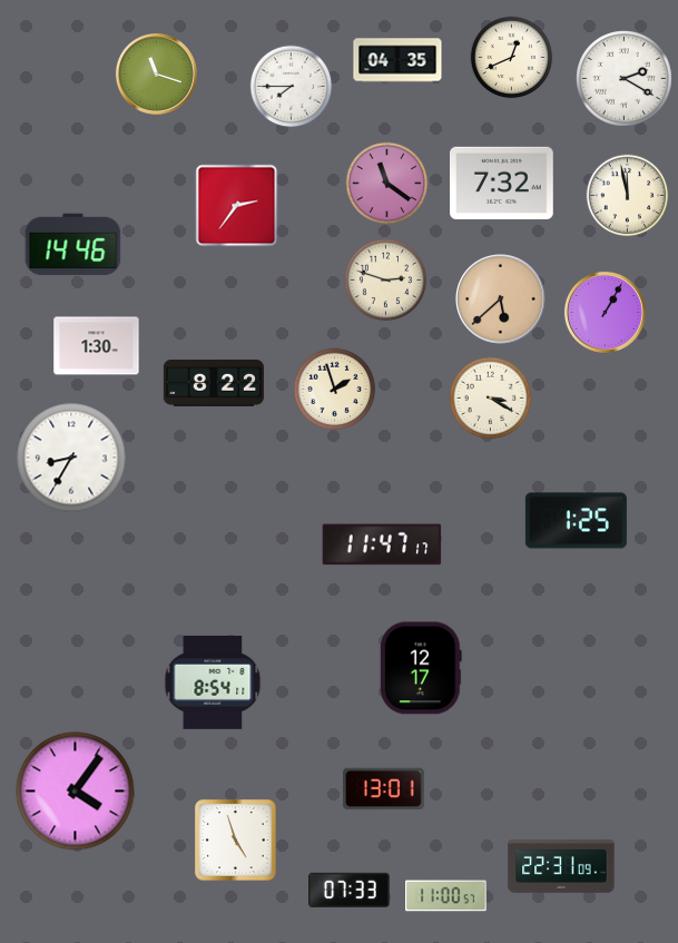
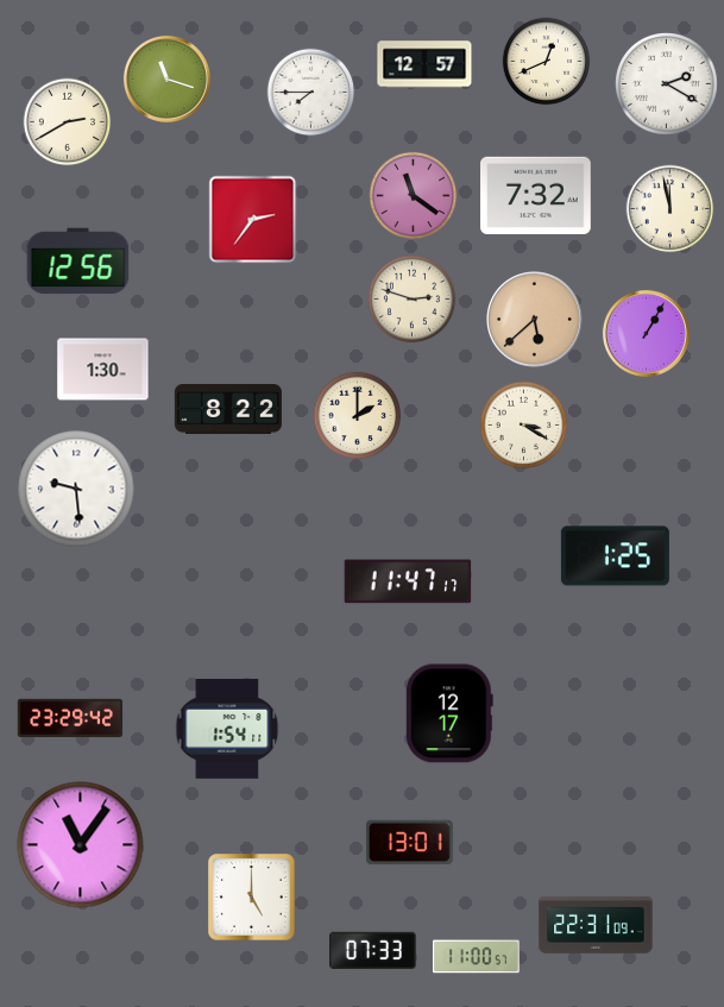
clock at (397, 60): 04:35 -> 12:57
clock at (68, 122): none -> 2:40
clock at (73, 245): 14:46 -> 12:56
clock at (335, 390): 1:57 -> 2:00
clock at (71, 458): 8:35 -> 9:29
clock at (70, 718): none -> 23:29
clock at (213, 682): 8:54 -> 1:54
clock at (76, 792): 4:06 -> 11:06
clock at (236, 841): 4:57 -> 5:00
clock at (561, 867) position: (561, 867) -> (596, 926)
